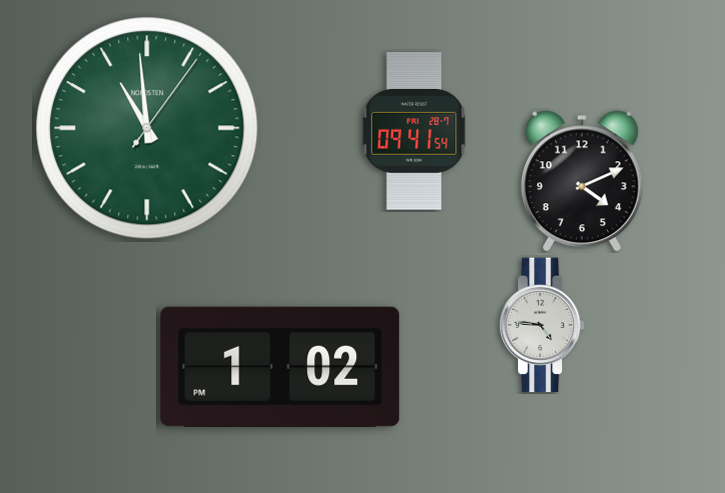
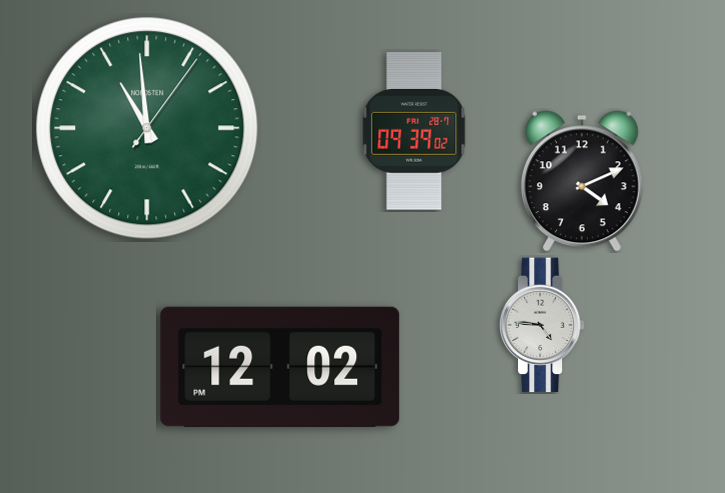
clock at (414, 131): 09:41 -> 09:39
clock at (280, 367): 1:02 -> 12:02
